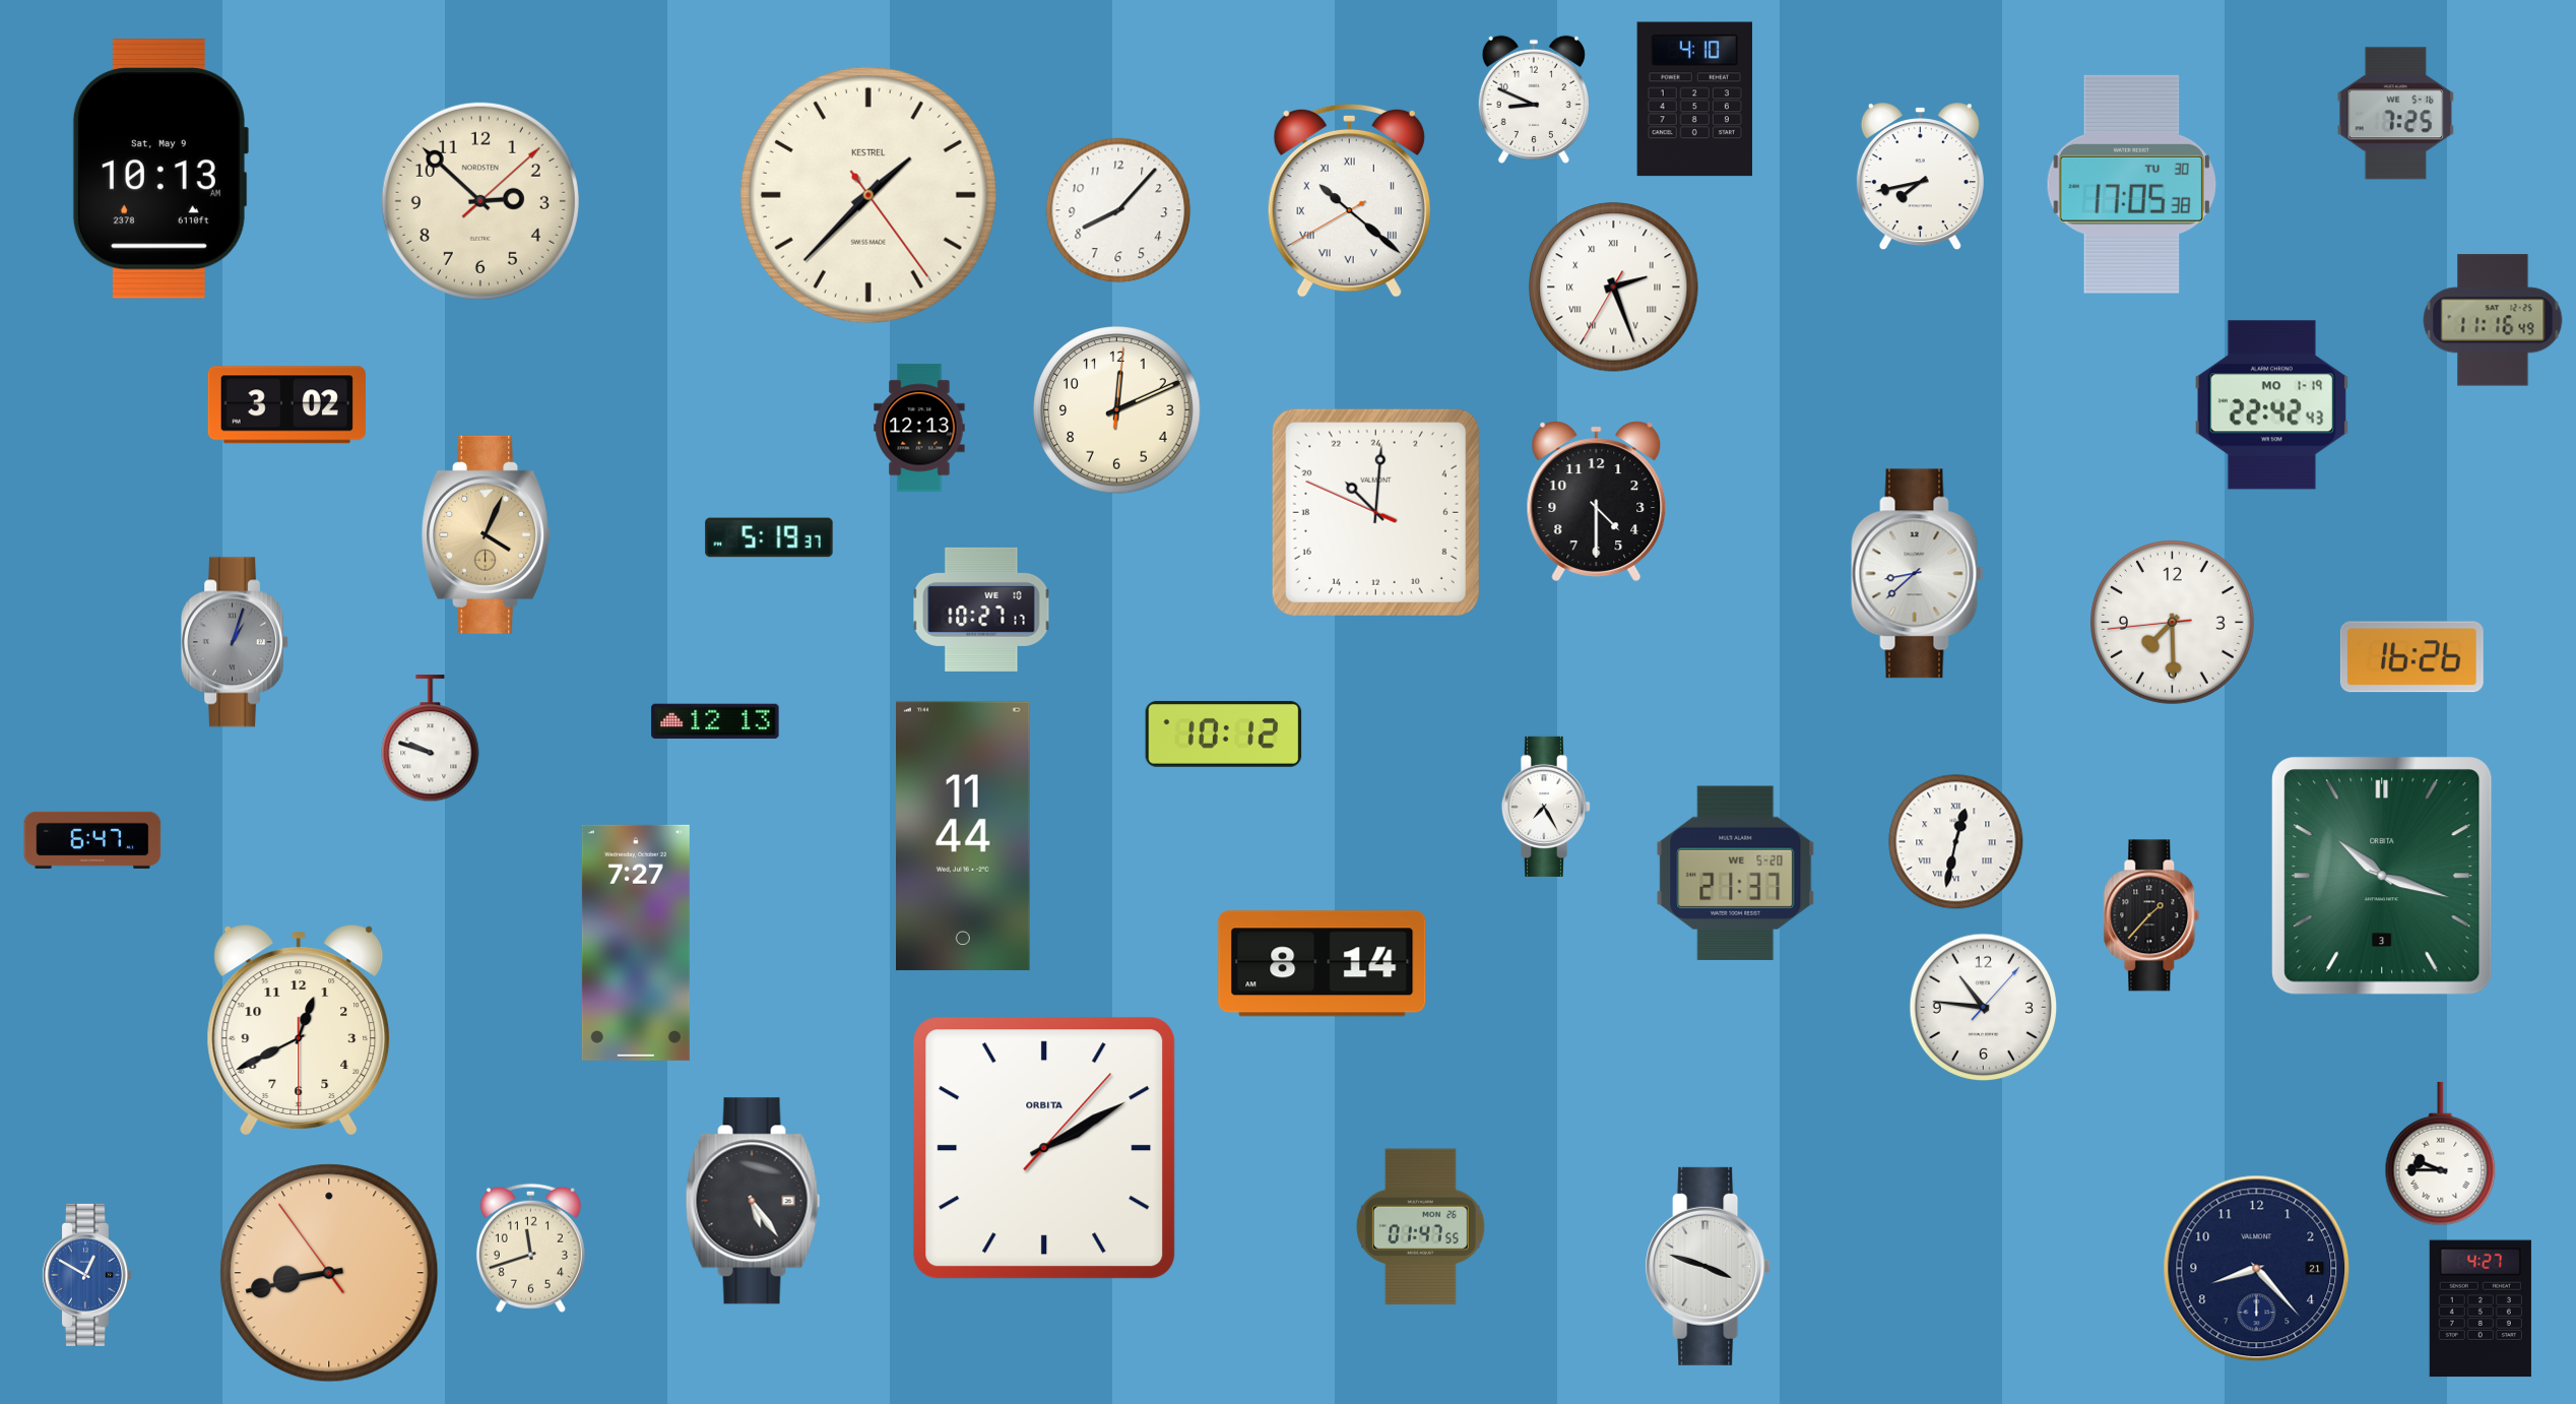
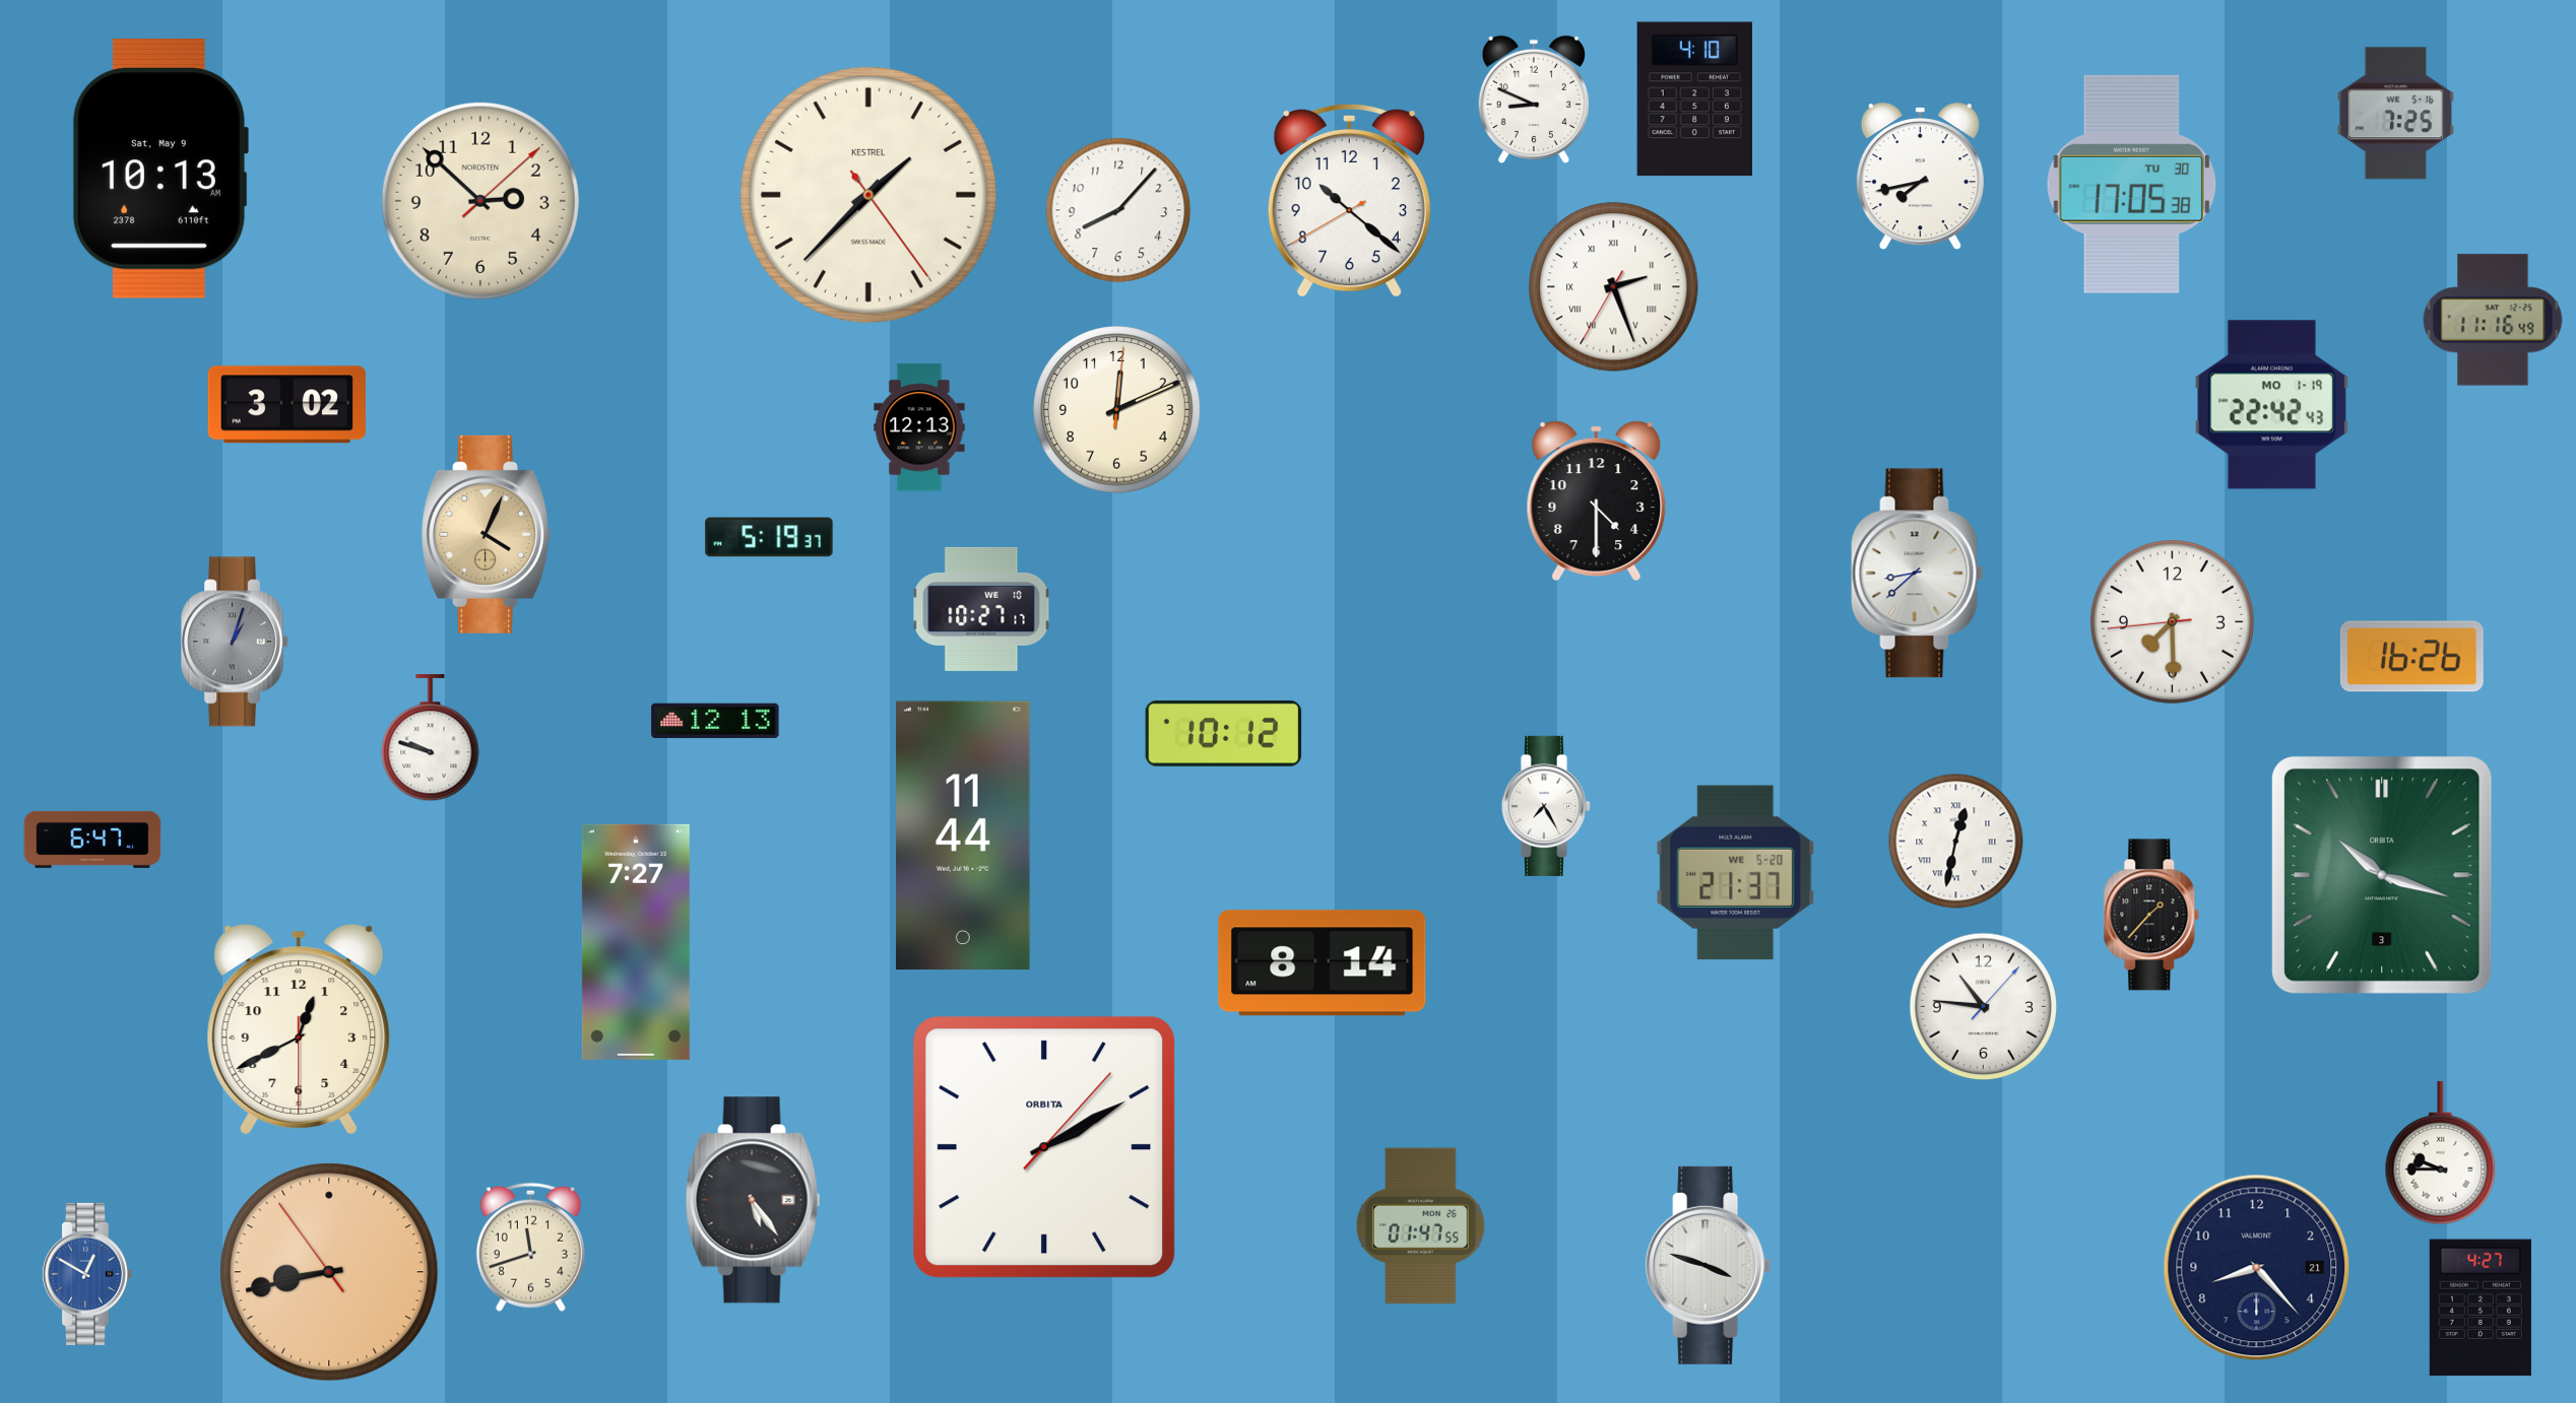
clock at (1349, 200) numerals: Roman -> Arabic
clock at (1375, 512): 21:00 -> none
